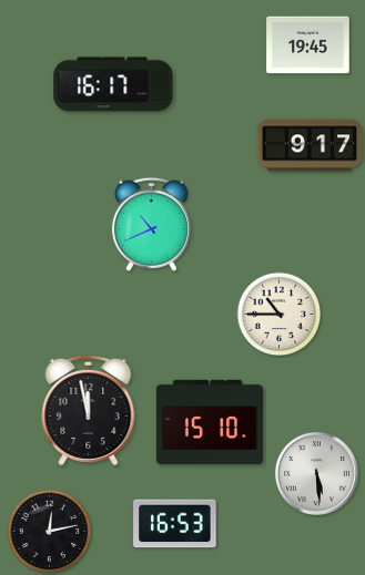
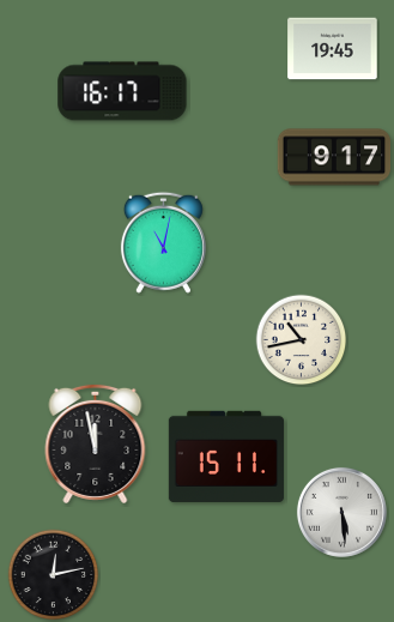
clock at (151, 224): 10:41 -> 11:02
clock at (280, 315): 10:45 -> 10:43
clock at (210, 421): 15:10 -> 15:11
clock at (175, 524): 16:53 -> none
